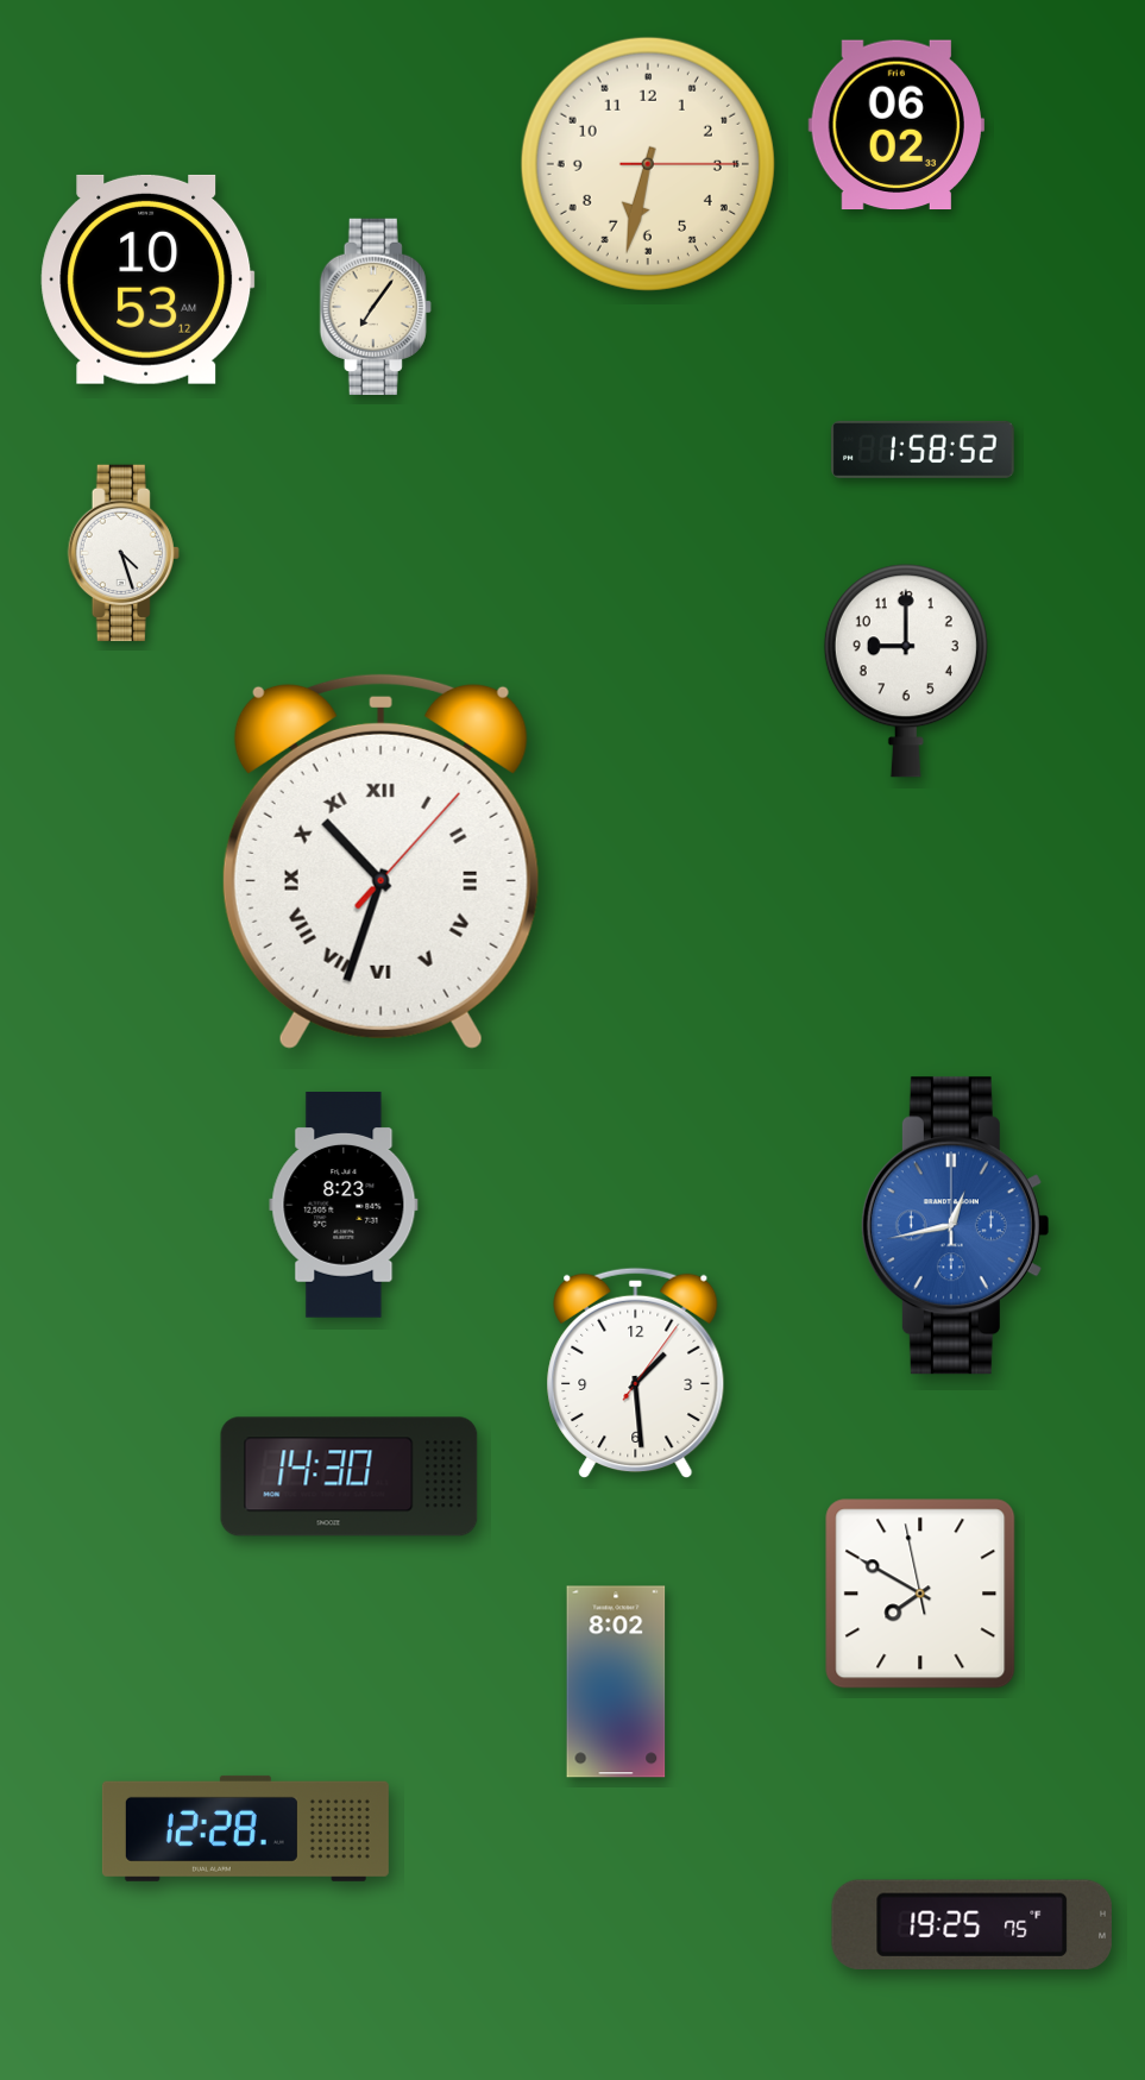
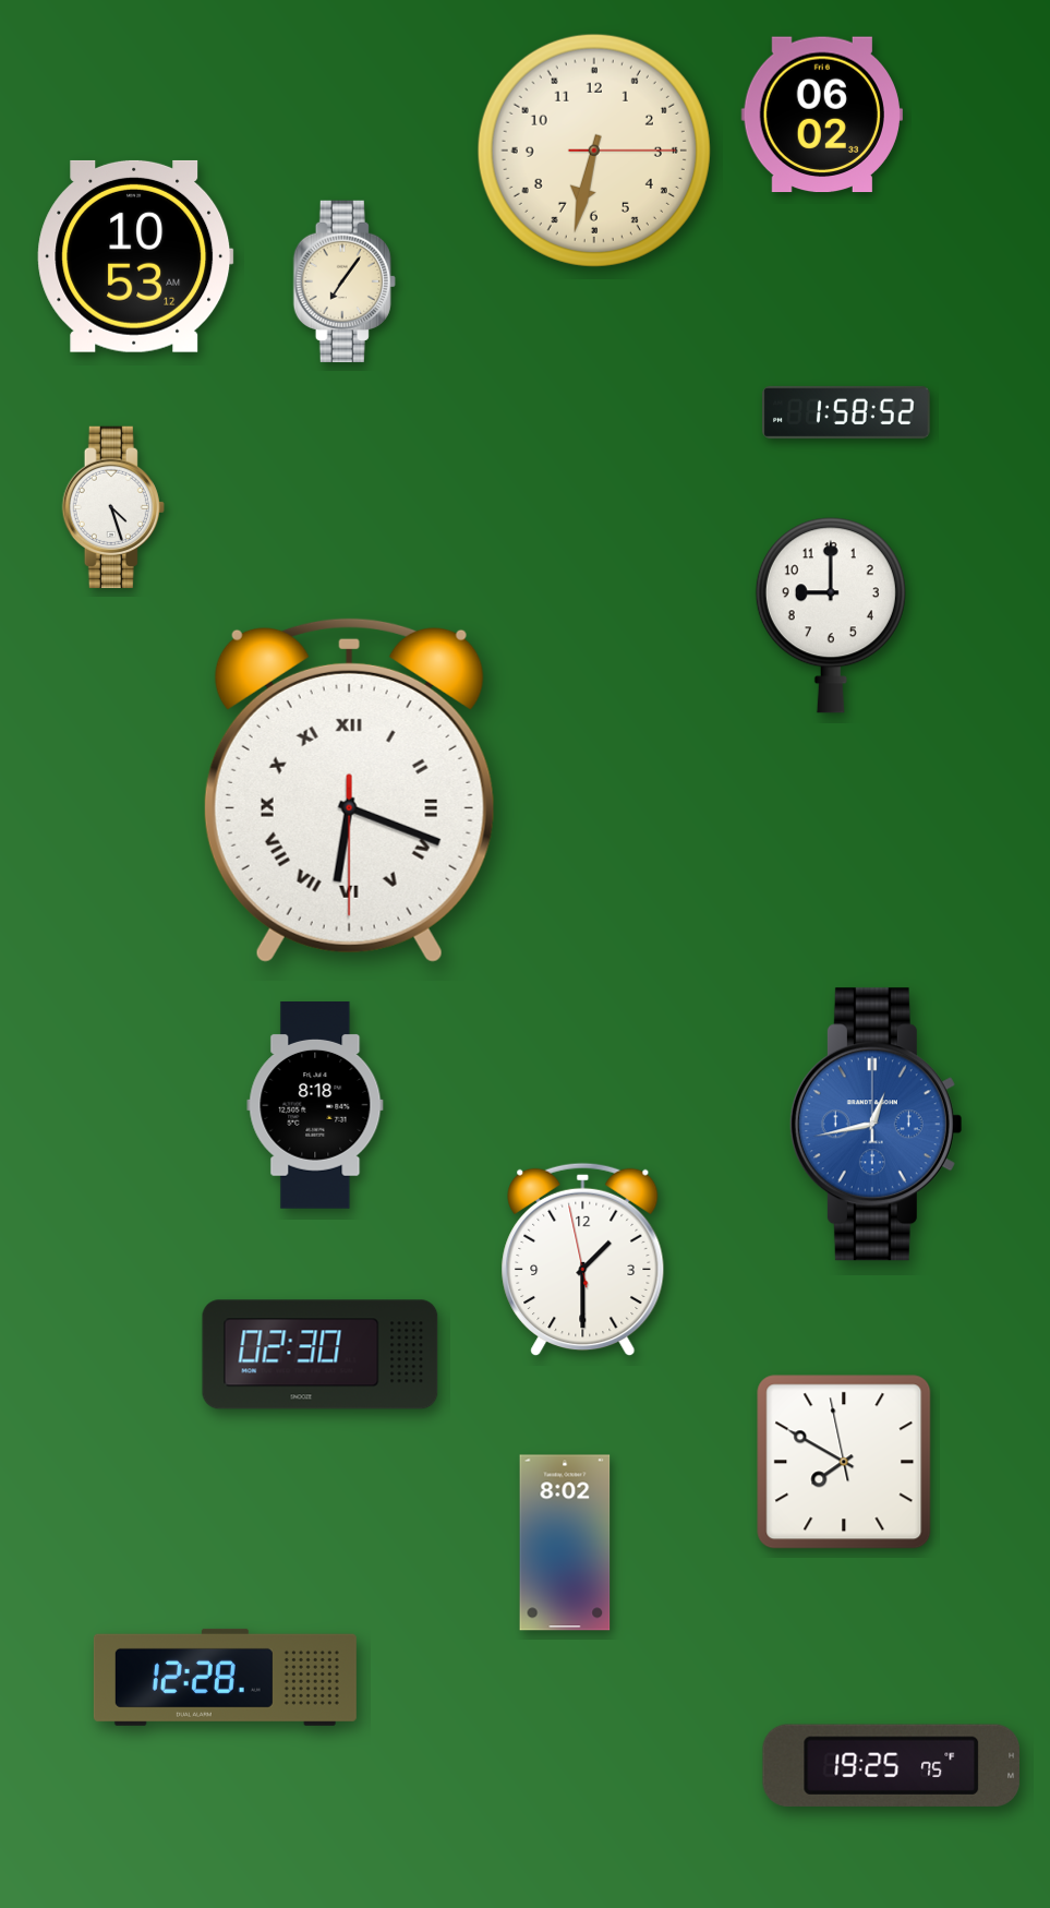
clock at (380, 861): 10:33 -> 6:18
clock at (344, 1206): 8:23 -> 8:18
clock at (636, 1374): 1:29:06 -> 1:29:58
clock at (350, 1477): 14:30 -> 02:30
